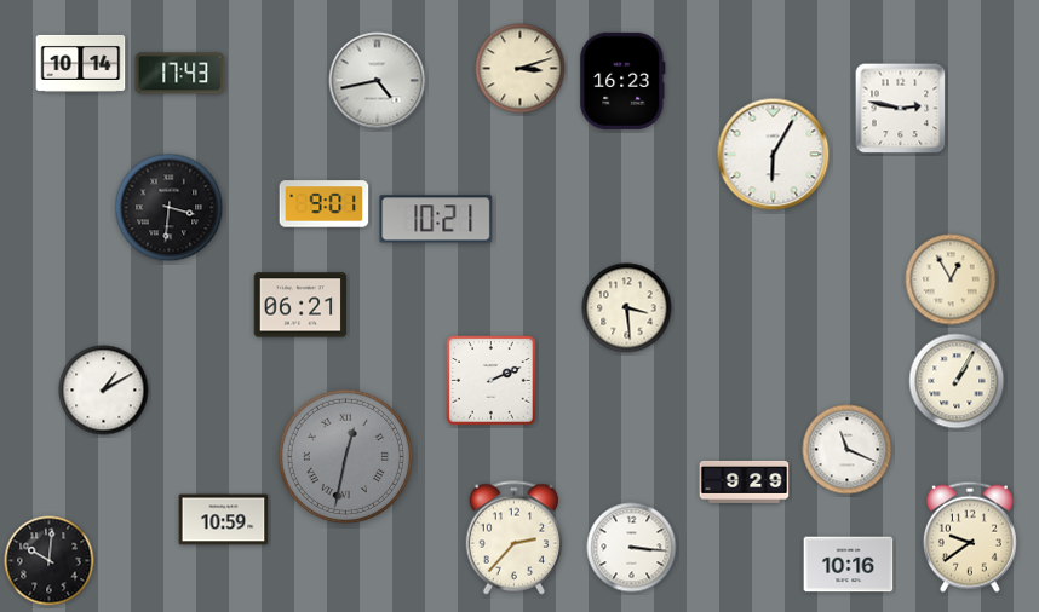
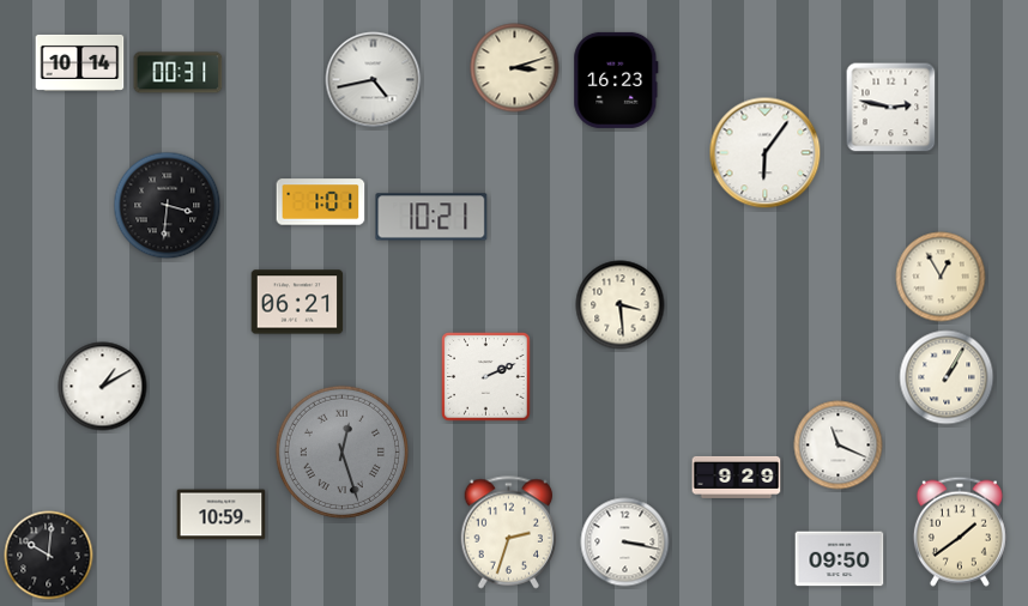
clock at (180, 74): 17:43 -> 00:31
clock at (774, 155): 6:05 -> 6:06
clock at (325, 204): 9:01 -> 1:01
clock at (345, 456): 12:32 -> 12:27
clock at (970, 537): 9:39 -> 1:39
clock at (515, 538): 2:37 -> 2:33
clock at (632, 548): 3:16 -> 3:17
clock at (849, 565): 10:16 -> 09:50
